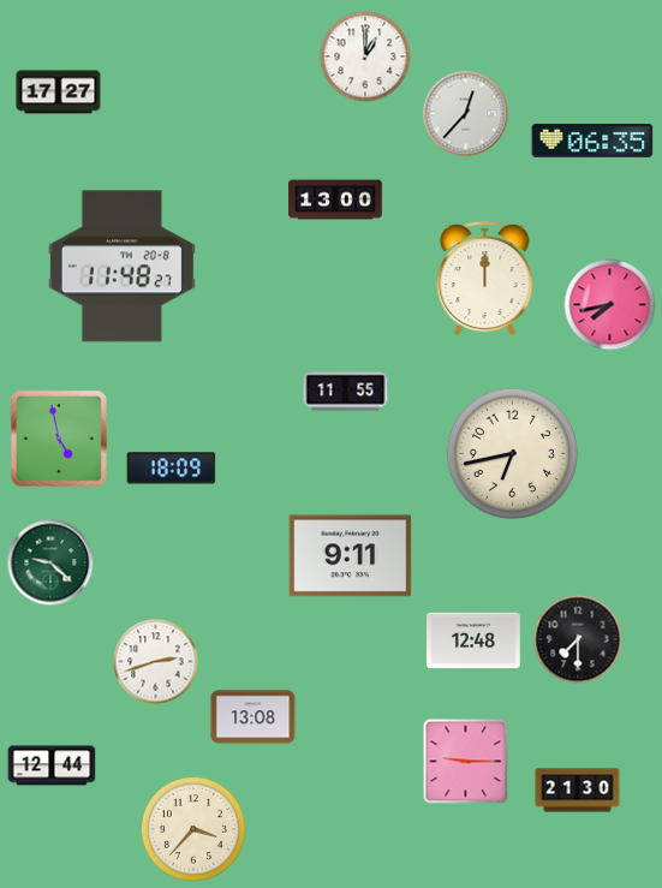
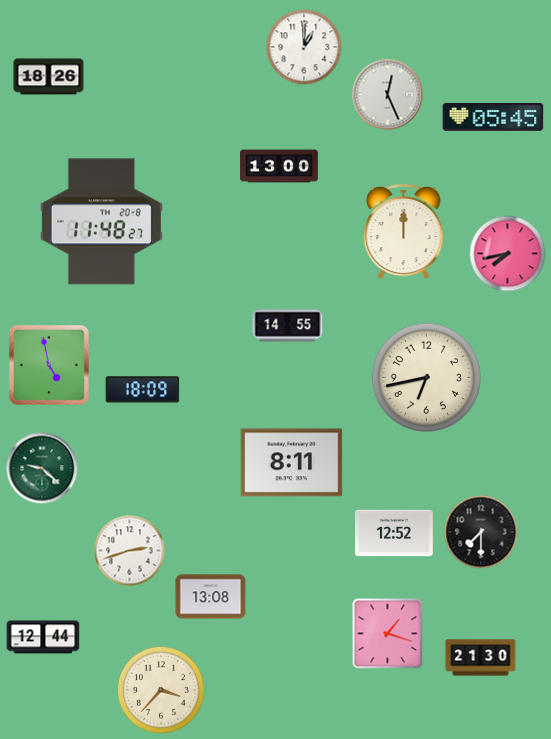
clock at (59, 93): 17:27 -> 18:26
clock at (466, 114): 12:37 -> 12:26
clock at (592, 141): 06:35 -> 05:45
clock at (346, 392): 11:55 -> 14:55
clock at (351, 556): 9:11 -> 8:11
clock at (475, 640): 12:48 -> 12:52
clock at (466, 762): 9:15 -> 1:18
